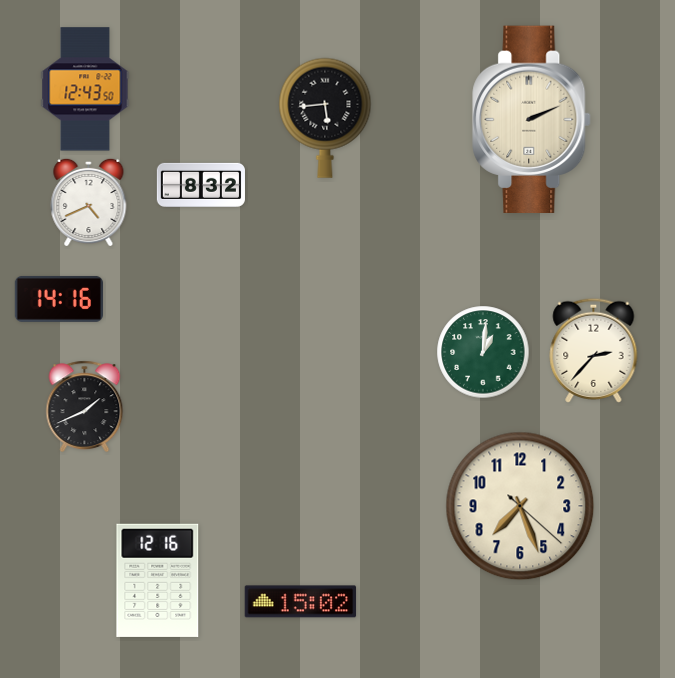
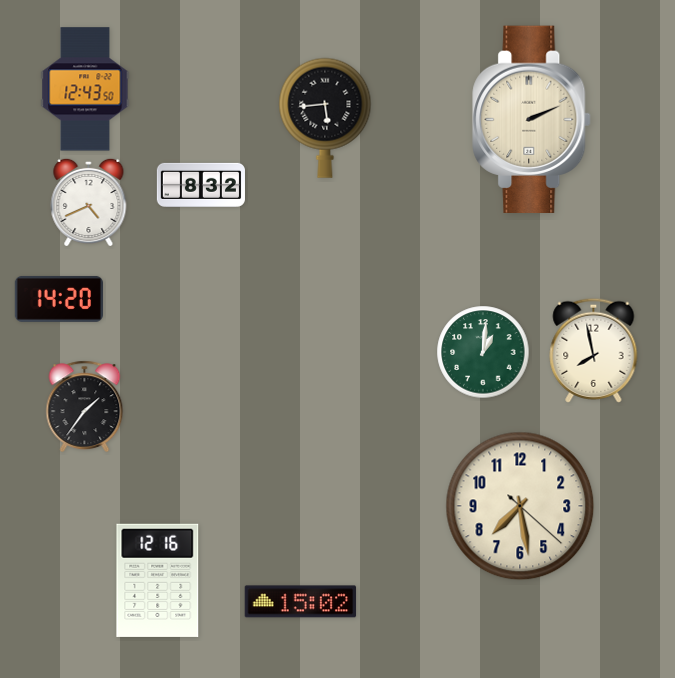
clock at (59, 299): 14:16 -> 14:20
clock at (594, 350): 2:37 -> 7:58
clock at (85, 407): 1:41 -> 1:36
clock at (520, 506): 7:26 -> 7:28
